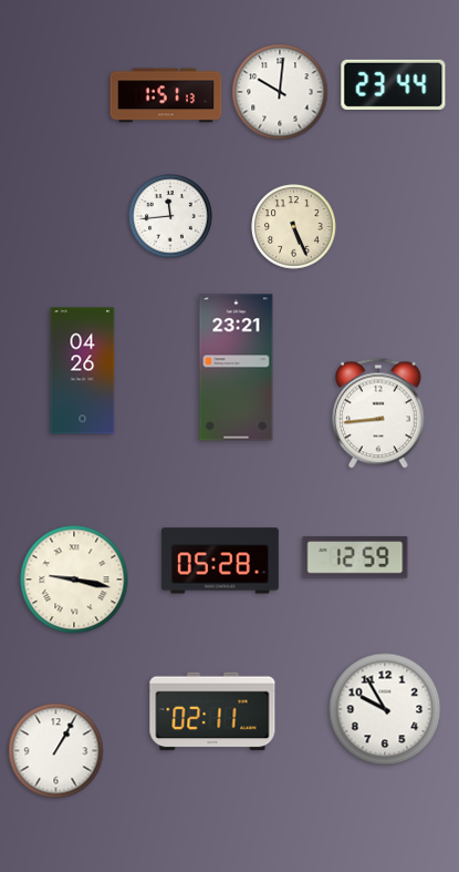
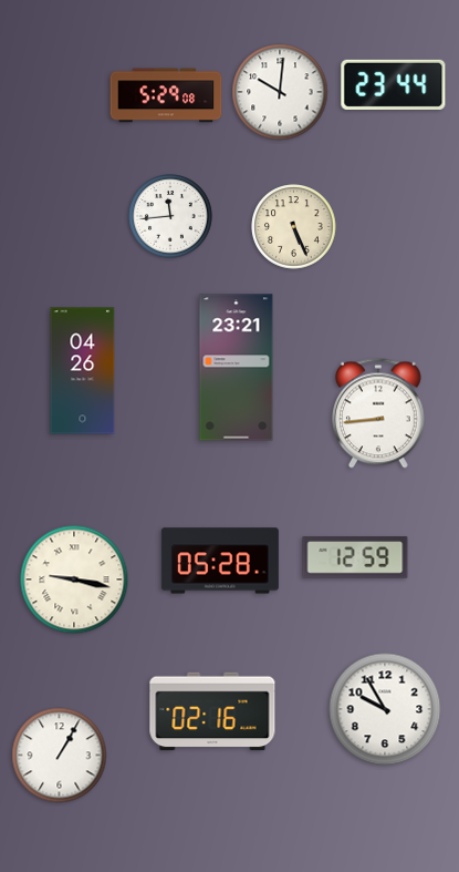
clock at (166, 95): 1:51 -> 5:29
clock at (212, 711): 02:11 -> 02:16
clock at (56, 751) position: (56, 751) -> (60, 756)
